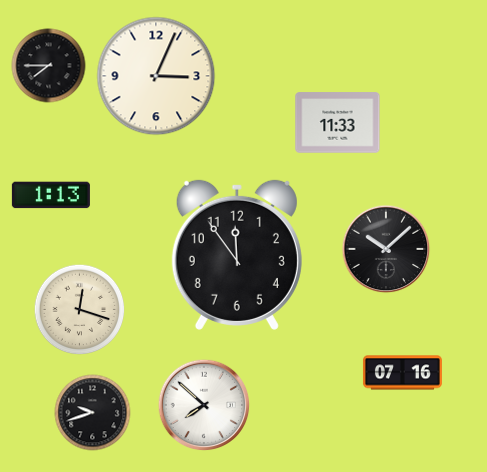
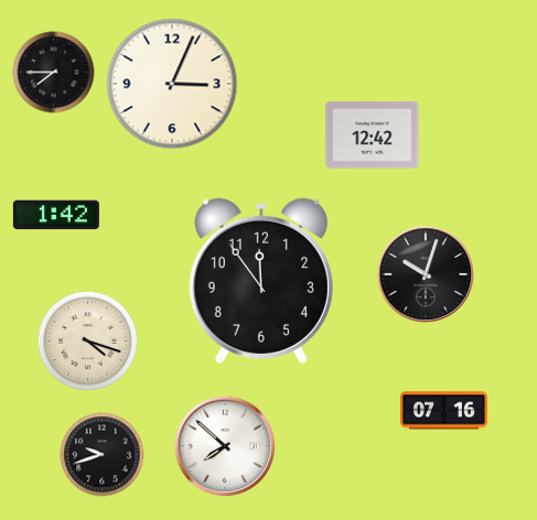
clock at (338, 123): 11:33 -> 12:42
clock at (51, 195): 1:13 -> 1:42
clock at (386, 249): 10:08 -> 10:03
clock at (80, 310): 12:18 -> 4:18
